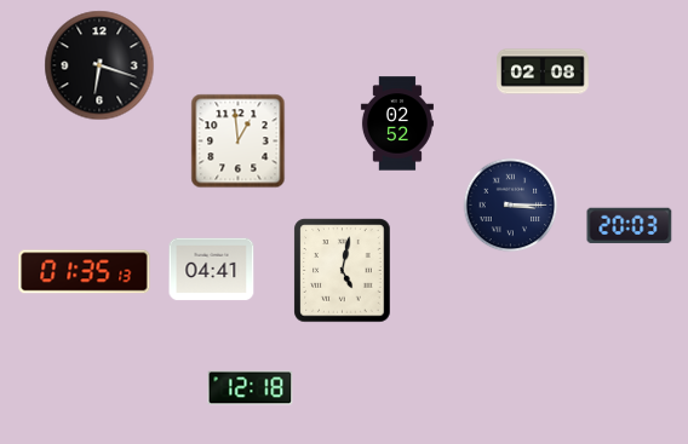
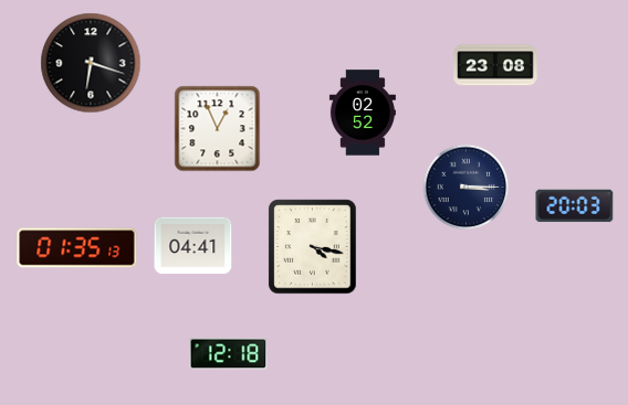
clock at (99, 65) position: (99, 65) -> (91, 63)
clock at (544, 71): 02:08 -> 23:08
clock at (239, 142): 12:59 -> 12:56
clock at (343, 271): 5:02 -> 4:17
